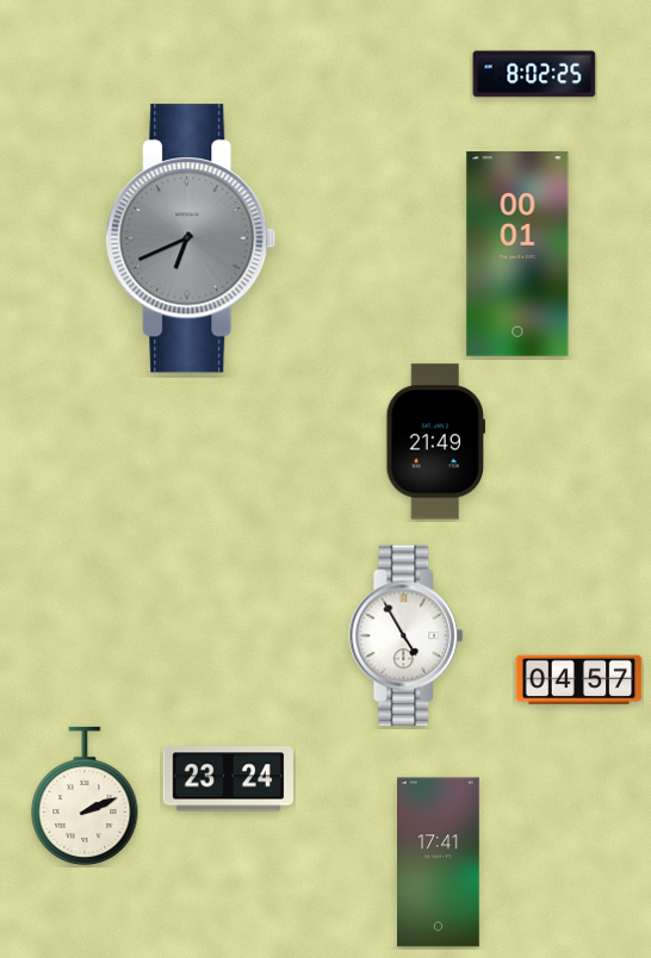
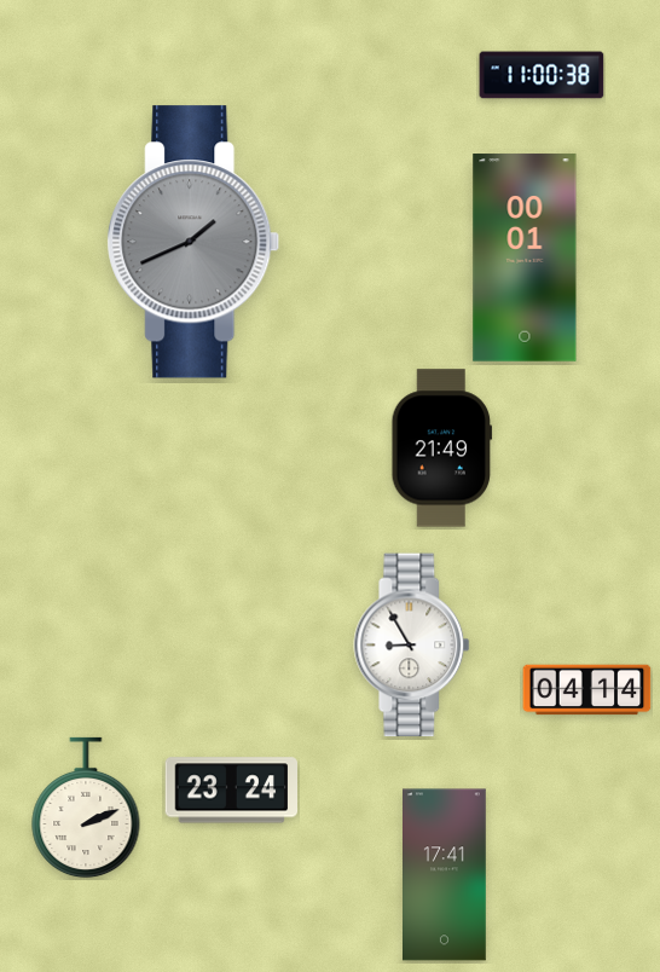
clock at (534, 74): 8:02 -> 11:00
clock at (191, 238): 6:41 -> 1:41
clock at (407, 636): 4:55 -> 8:55
clock at (579, 680): 04:57 -> 04:14
